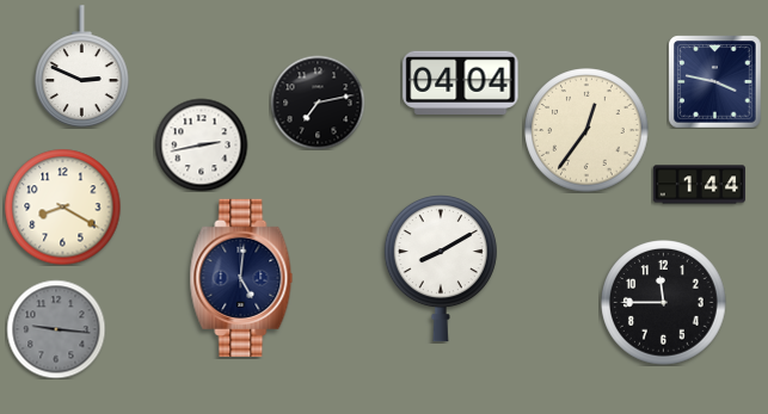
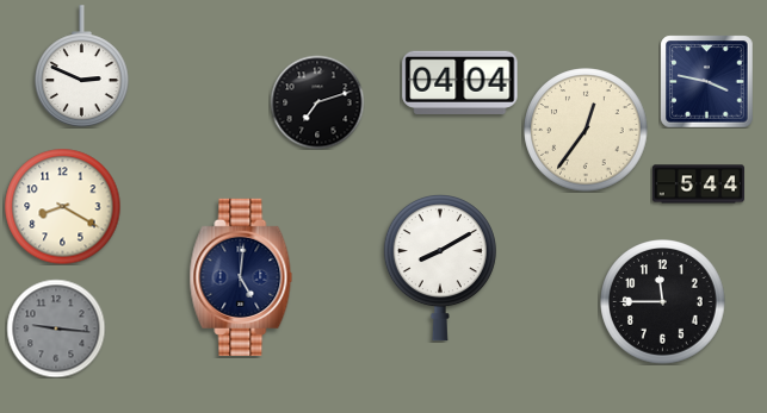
clock at (714, 81) position: (714, 81) -> (706, 81)
clock at (318, 103): 7:13 -> 7:12
clock at (201, 144): 2:43 -> none
clock at (699, 185): 1:44 -> 5:44
